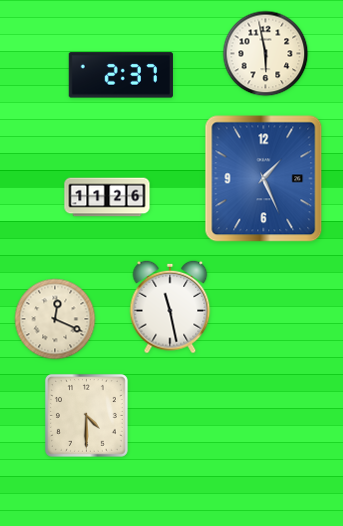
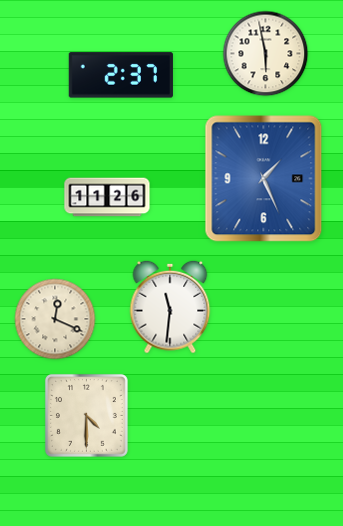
clock at (170, 307): 11:28 -> 11:31
